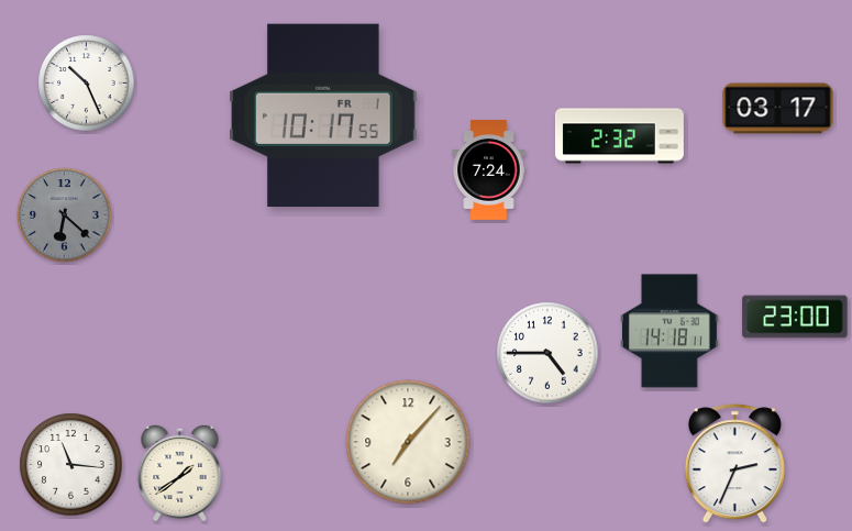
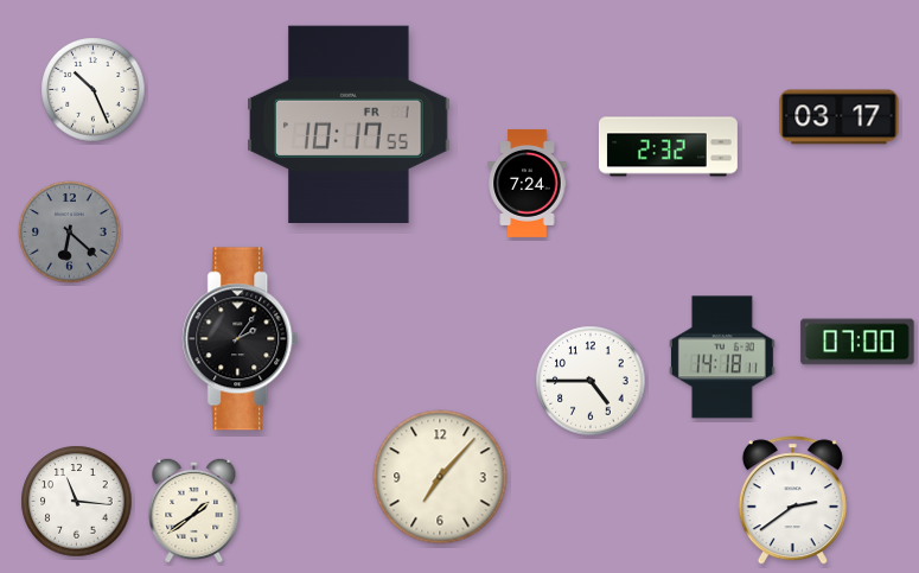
clock at (241, 339): none -> 2:06
clock at (795, 317): 23:00 -> 07:00
clock at (734, 464): 2:34 -> 2:39
